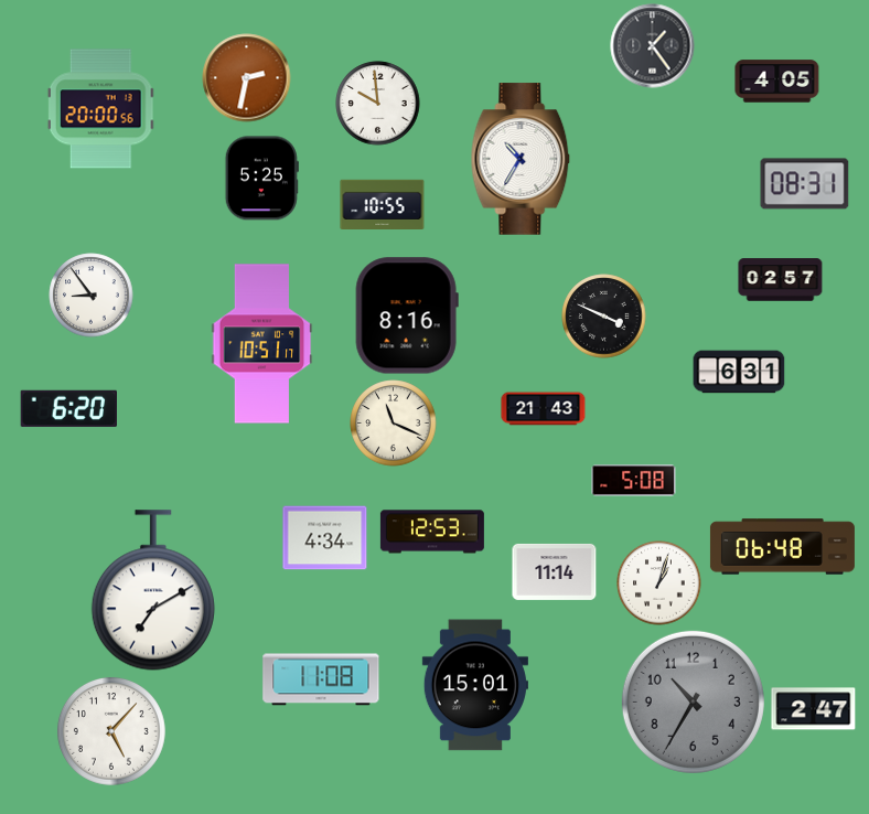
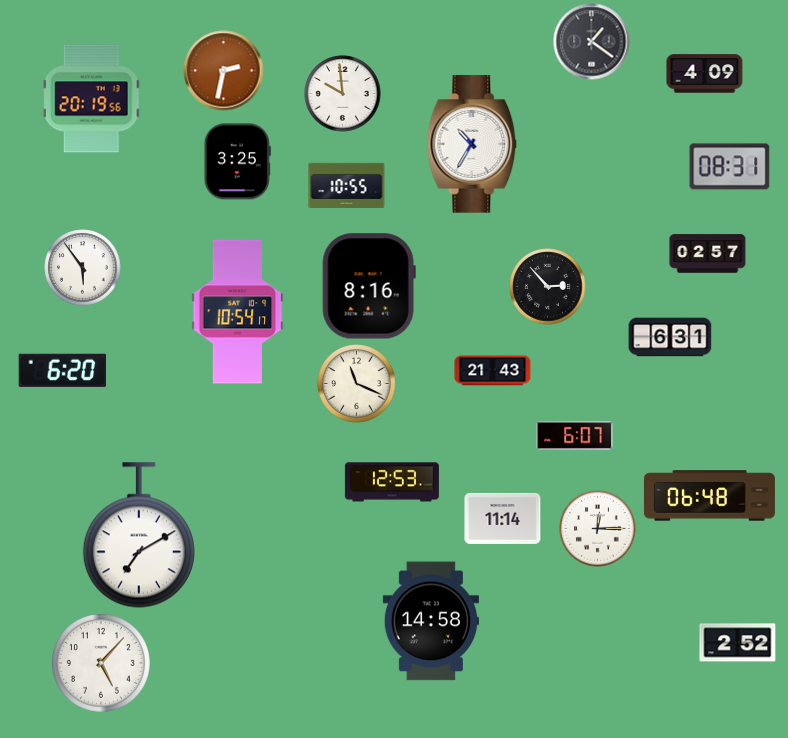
clock at (653, 46): 1:24 -> 1:21
clock at (777, 82): 4:05 -> 4:09
clock at (101, 109): 20:00 -> 20:19
clock at (261, 179): 5:25 -> 3:25
clock at (92, 296): 8:54 -> 5:54
clock at (604, 317): 3:49 -> 2:53
clock at (262, 344): 10:51 -> 10:54
clock at (634, 481): 5:08 -> 6:07
clock at (325, 538): 4:34 -> none
clock at (659, 583): 1:03 -> 12:15
clock at (321, 679): 11:08 -> none
clock at (475, 685): 15:01 -> 14:58
clock at (693, 701): 10:35 -> none
clock at (814, 709): 2:47 -> 2:52
